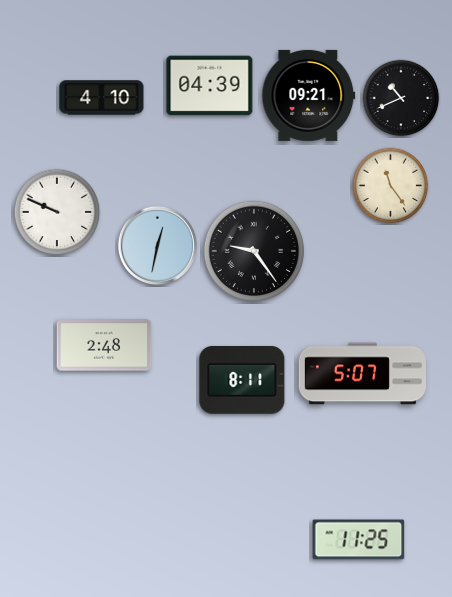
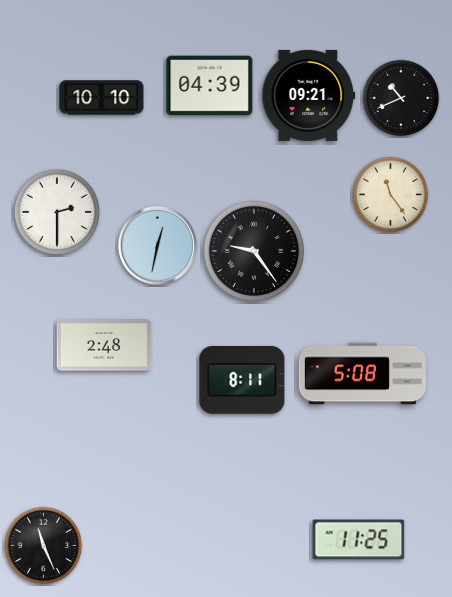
clock at (102, 98): 4:10 -> 10:10
clock at (391, 186) position: (391, 186) -> (391, 195)
clock at (57, 212): 9:49 -> 2:30
clock at (362, 374): 5:07 -> 5:08
clock at (44, 546): none -> 11:26
